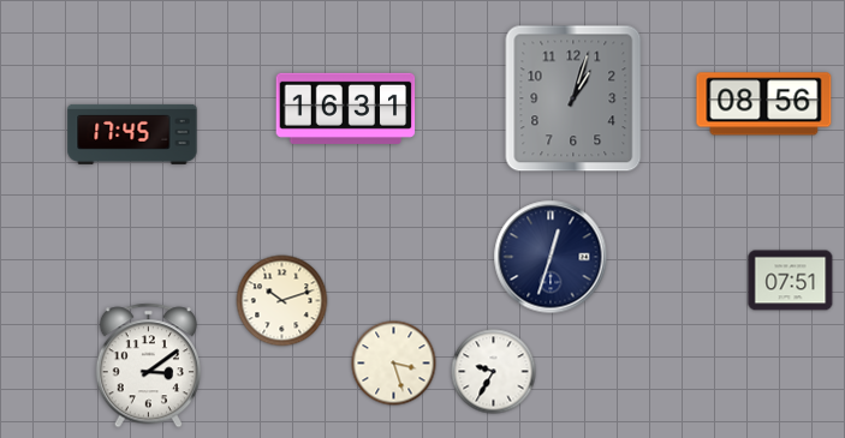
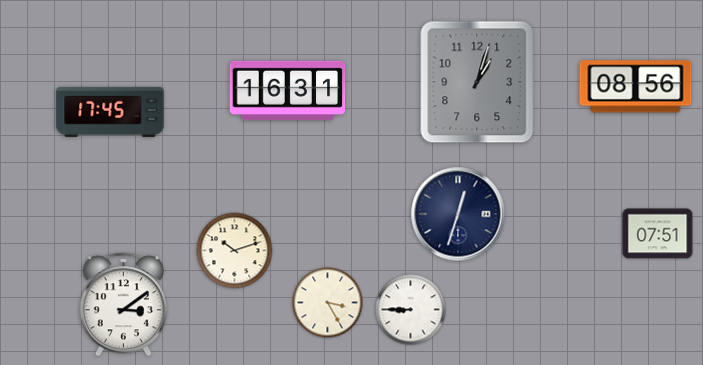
clock at (394, 364): 3:27 -> 3:25
clock at (494, 372): 9:35 -> 8:45
